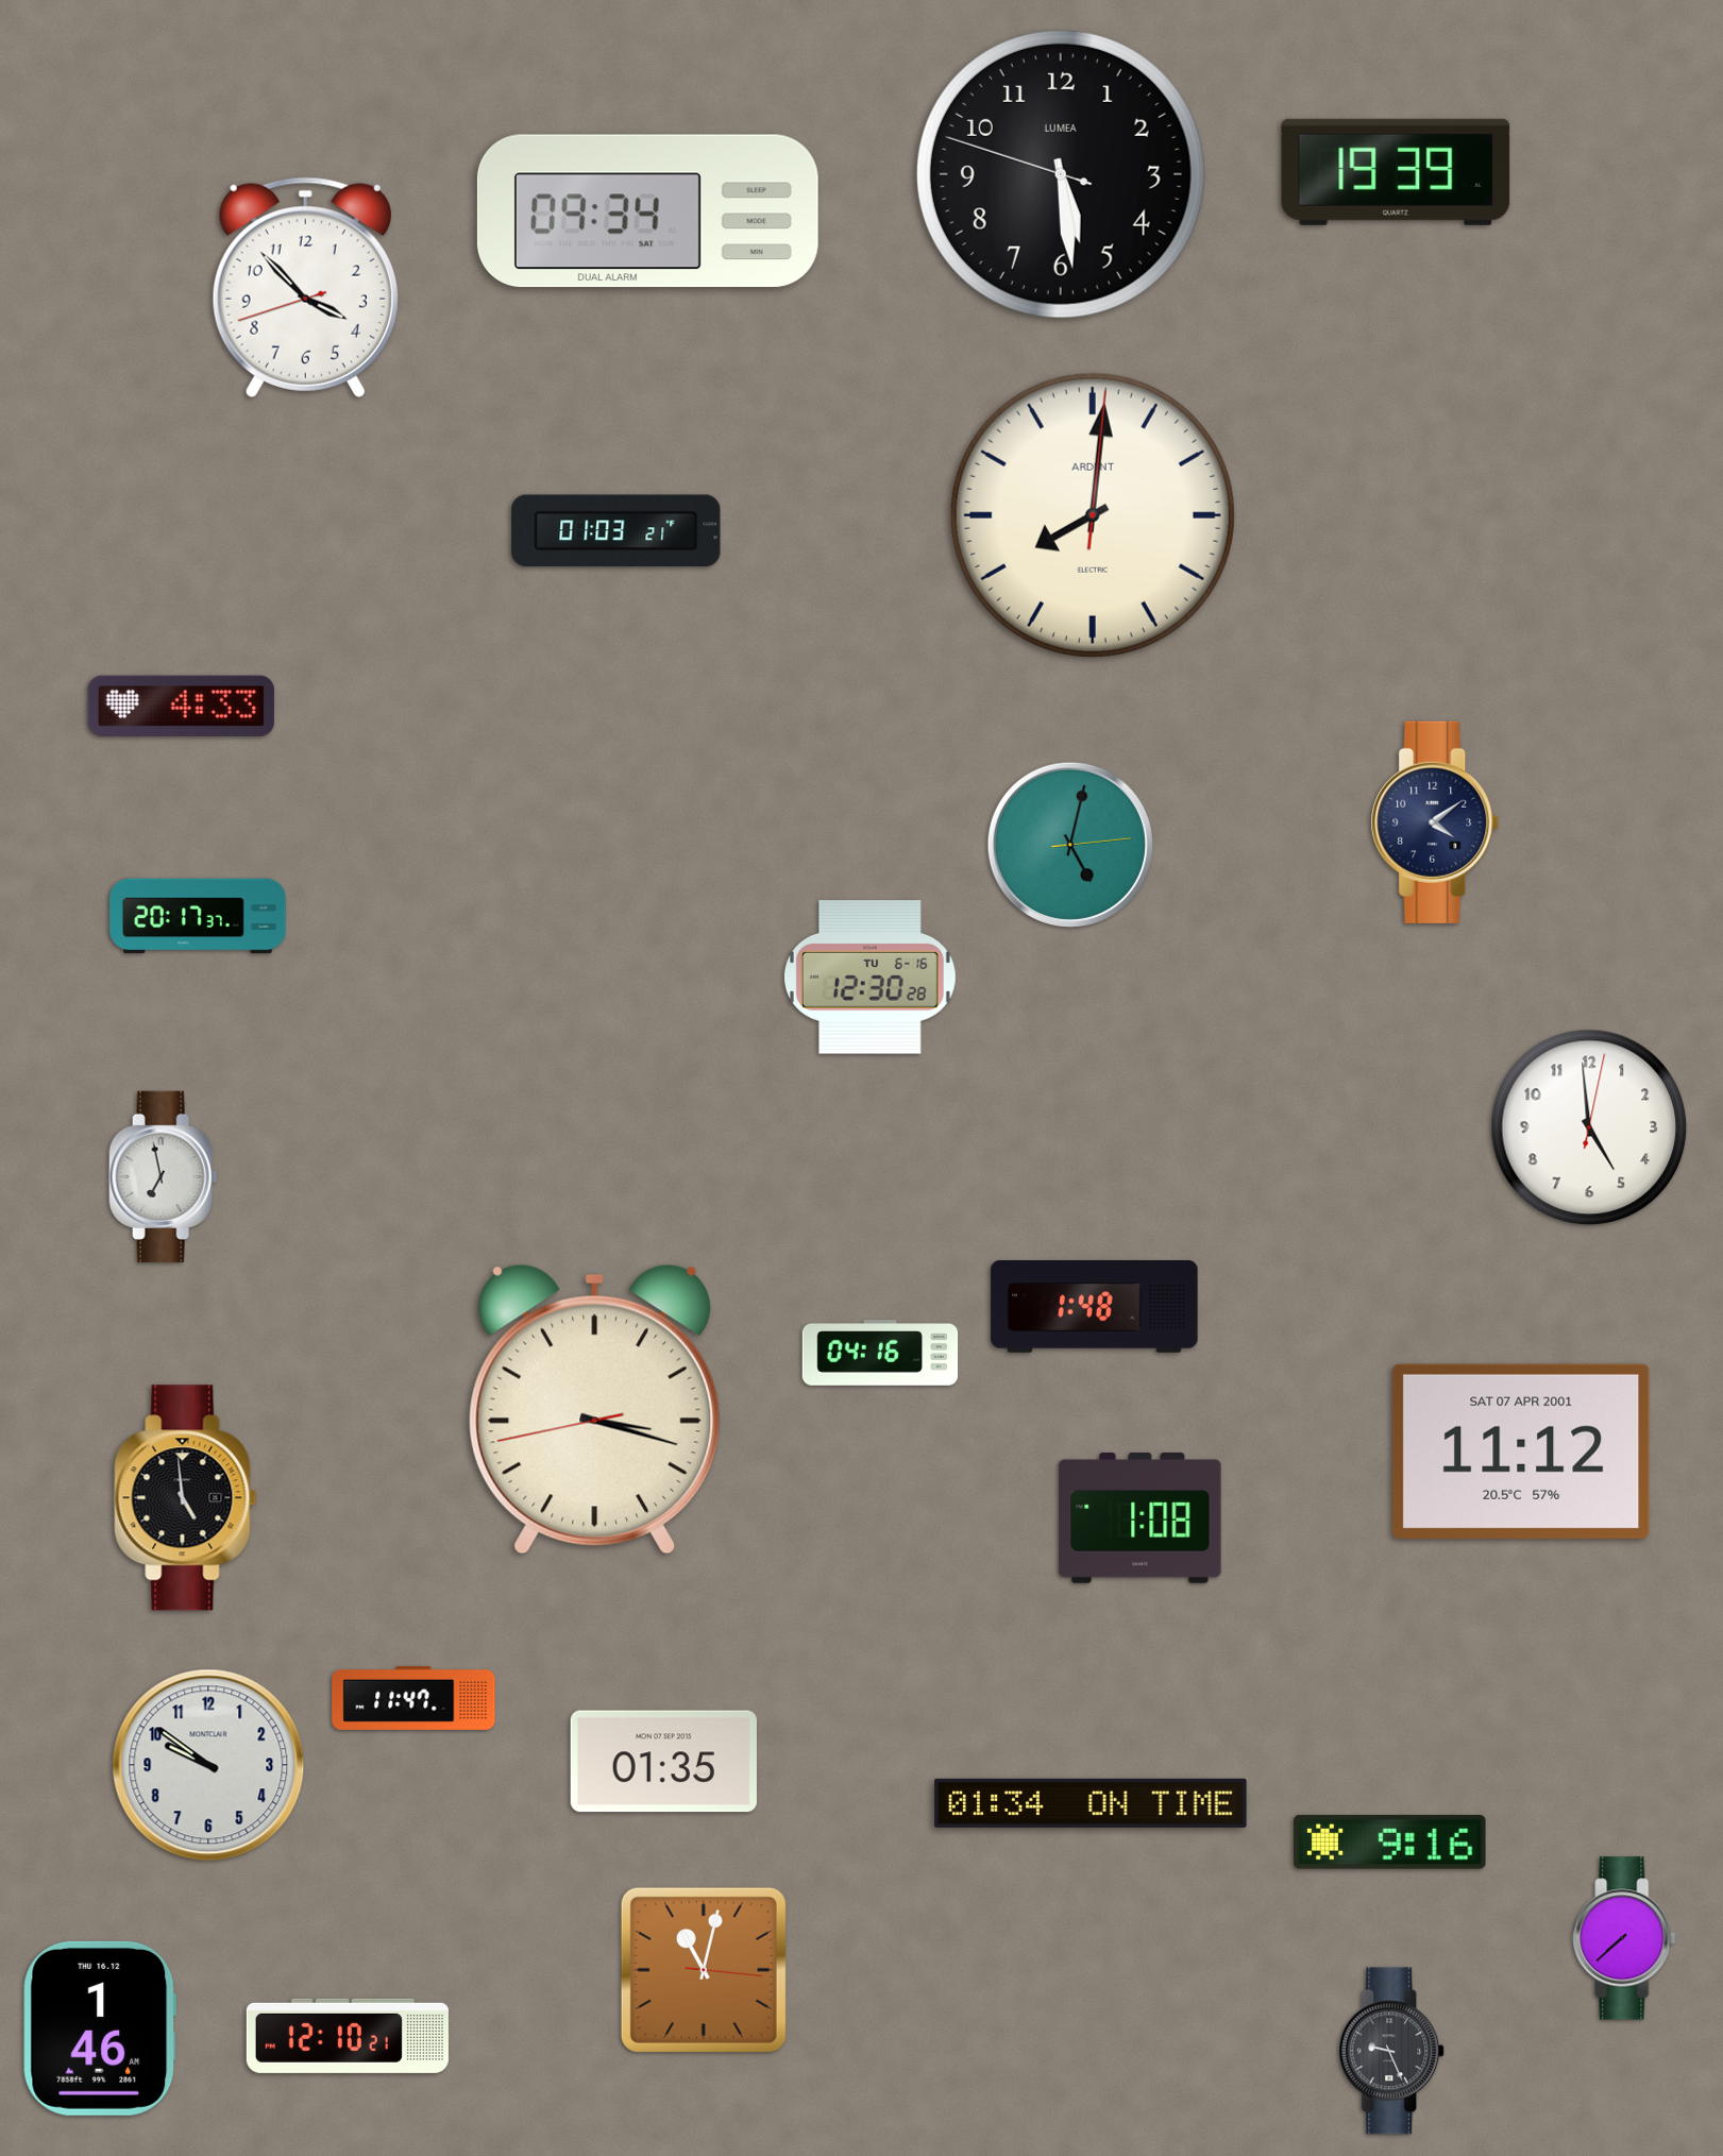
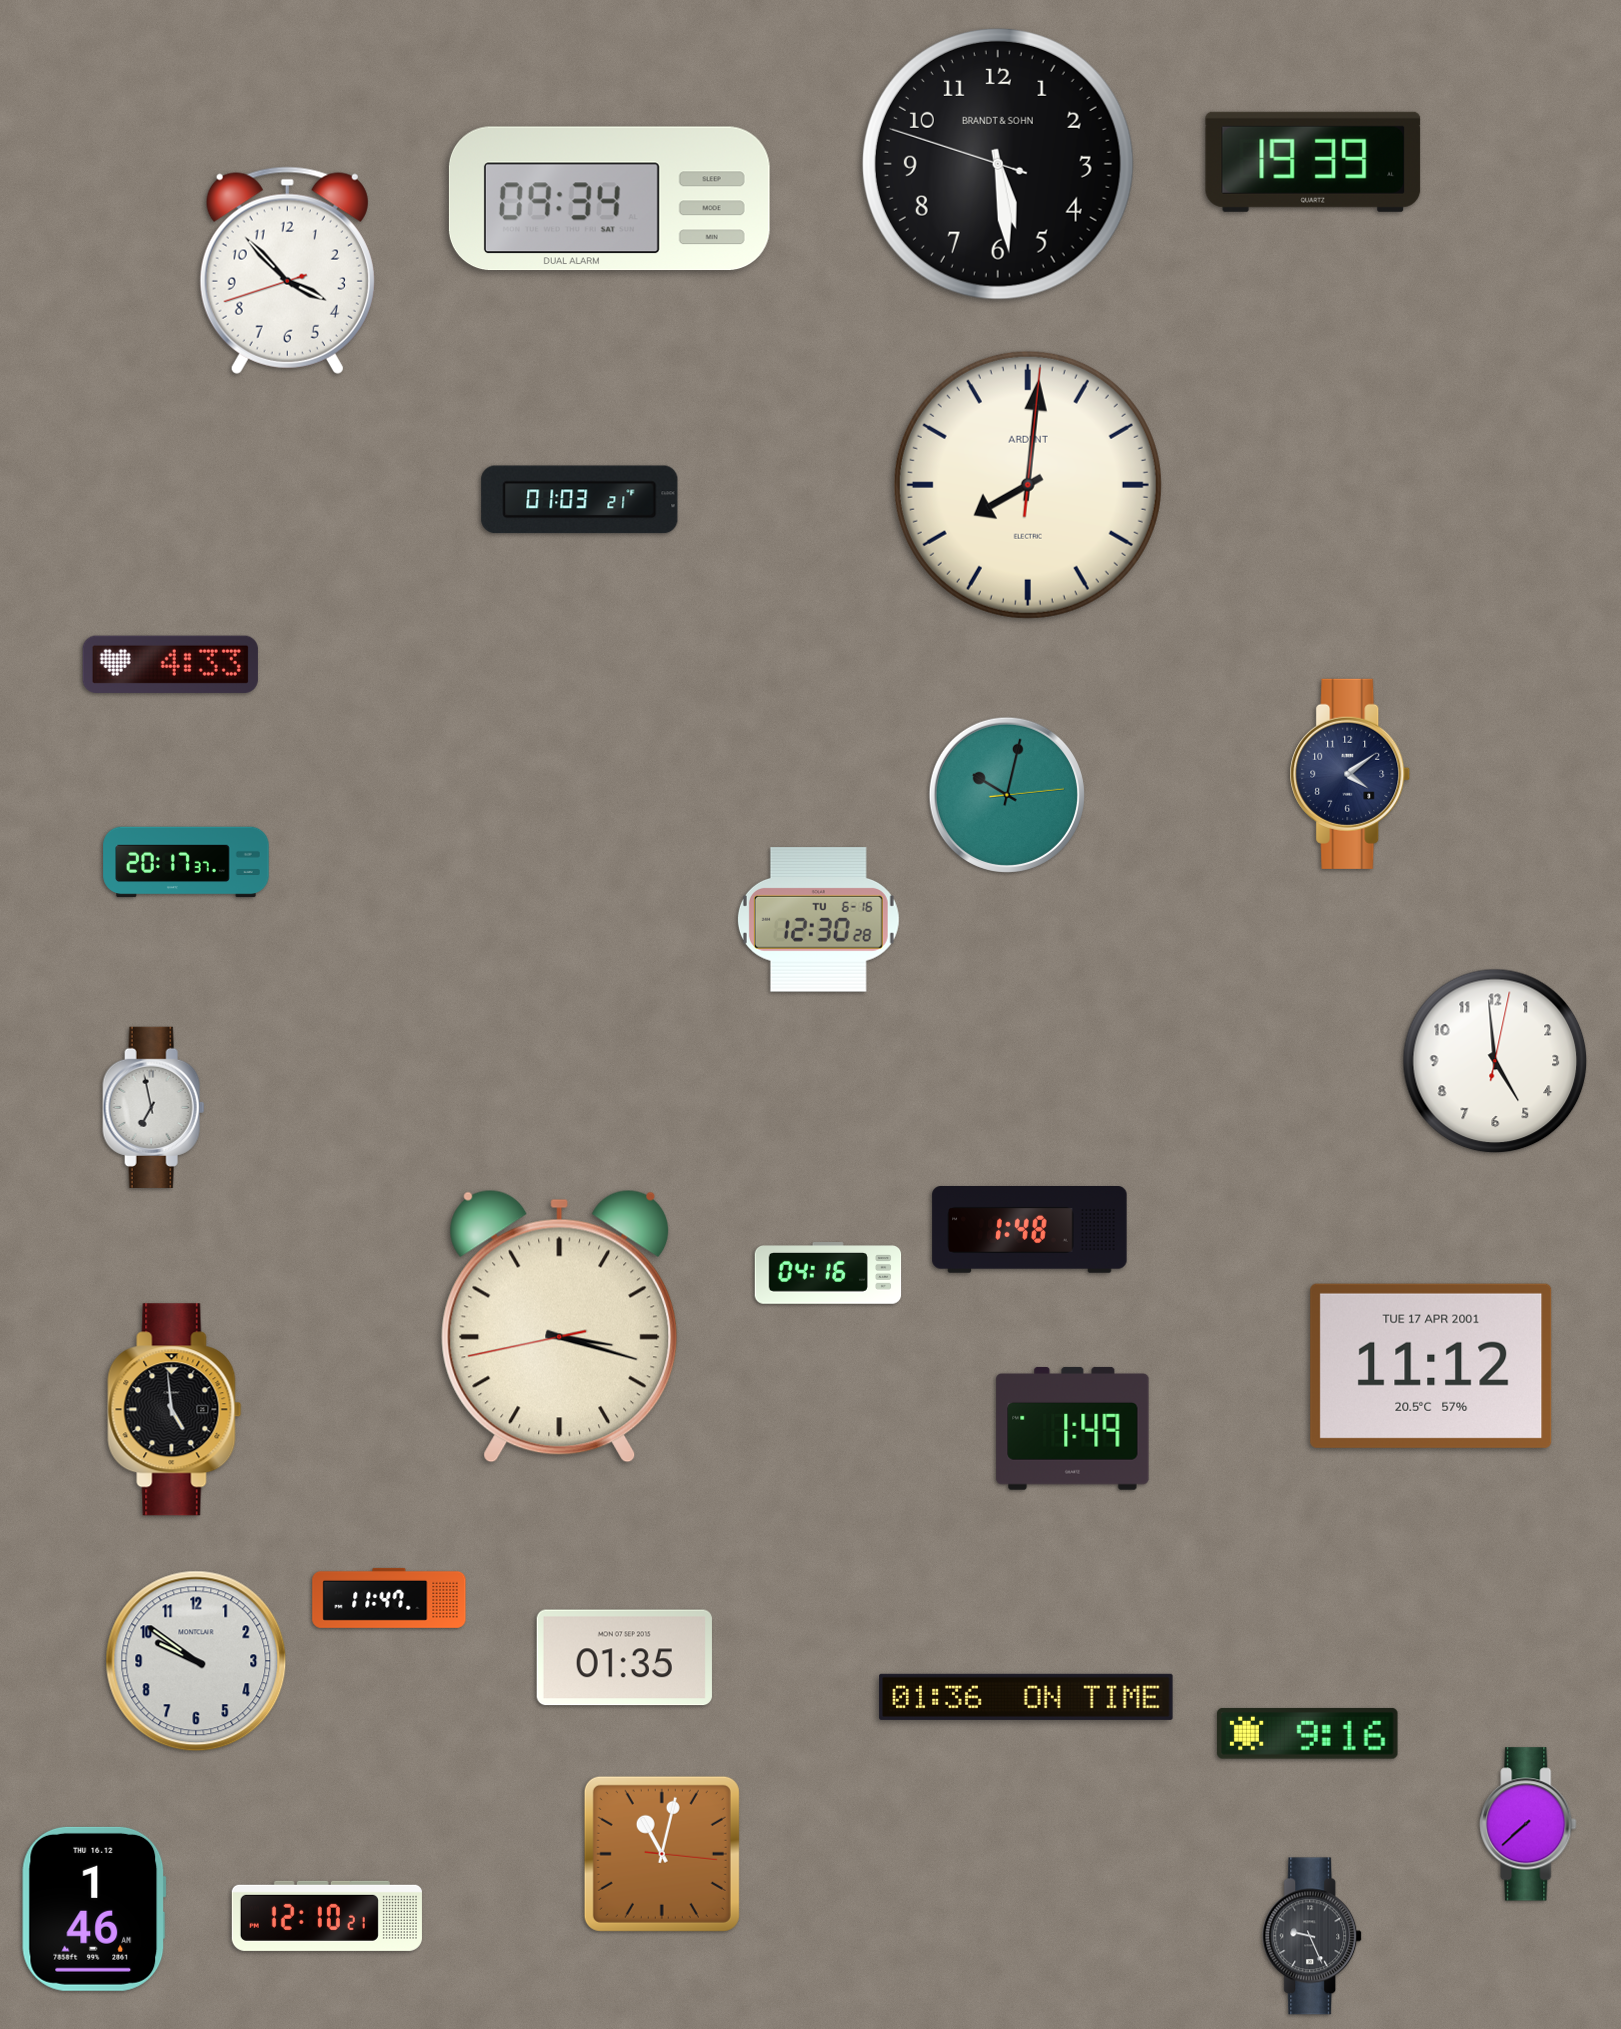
clock at (1061, 174) brand: LUMEA -> BRANDT & SOHN
clock at (1070, 845): 5:02 -> 10:02
clock at (1521, 1452) date: SAT 07 APR 2001 -> TUE 17 APR 2001
clock at (1141, 1517): 1:08 -> 1:49
clock at (1091, 1803): 01:34 -> 01:36
clock at (1392, 2051) position: (1392, 2051) -> (1313, 1936)
